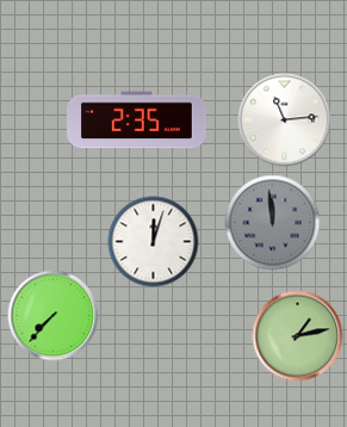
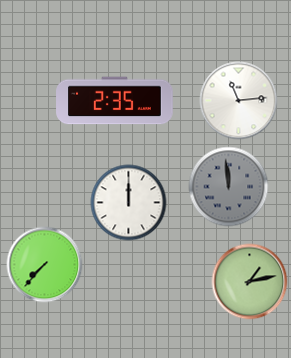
clock at (154, 242): 12:03 -> 12:00
